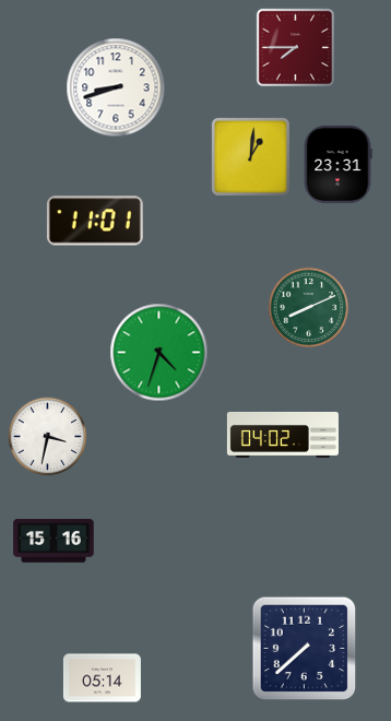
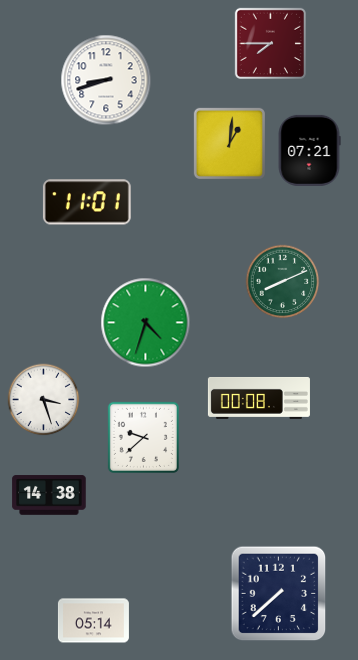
clock at (337, 164): 23:31 -> 07:21
clock at (283, 435): 04:02 -> 00:08
clock at (48, 437): 3:32 -> 3:27
clock at (143, 437): none -> 9:38
clock at (54, 541): 15:16 -> 14:38
